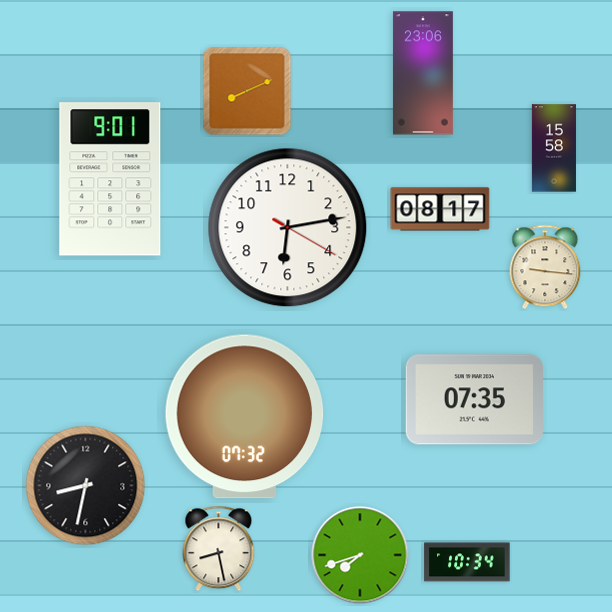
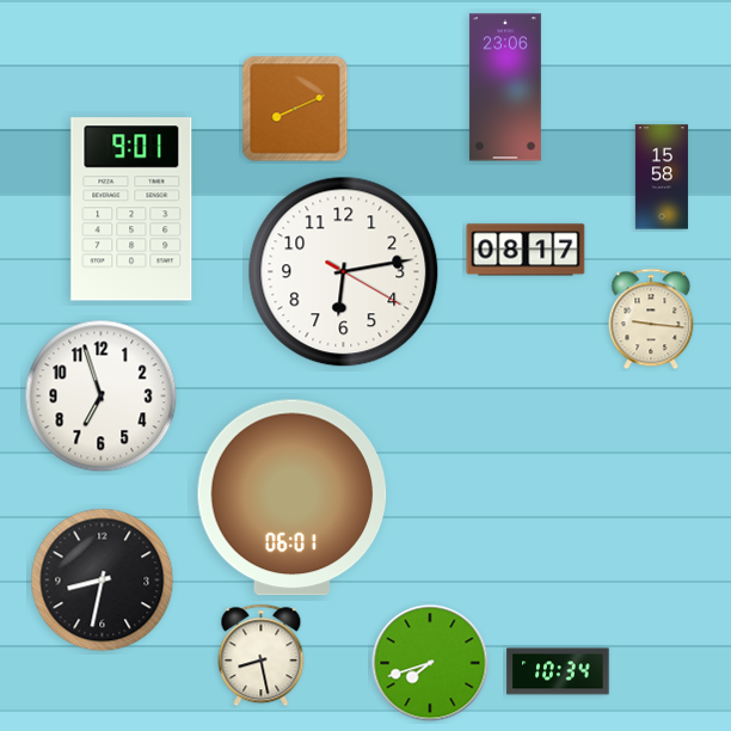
clock at (110, 179) position: (110, 179) -> (131, 209)
clock at (102, 397): none -> 6:57
clock at (474, 400): 07:35 -> none
clock at (245, 417): 07:32 -> 06:01
